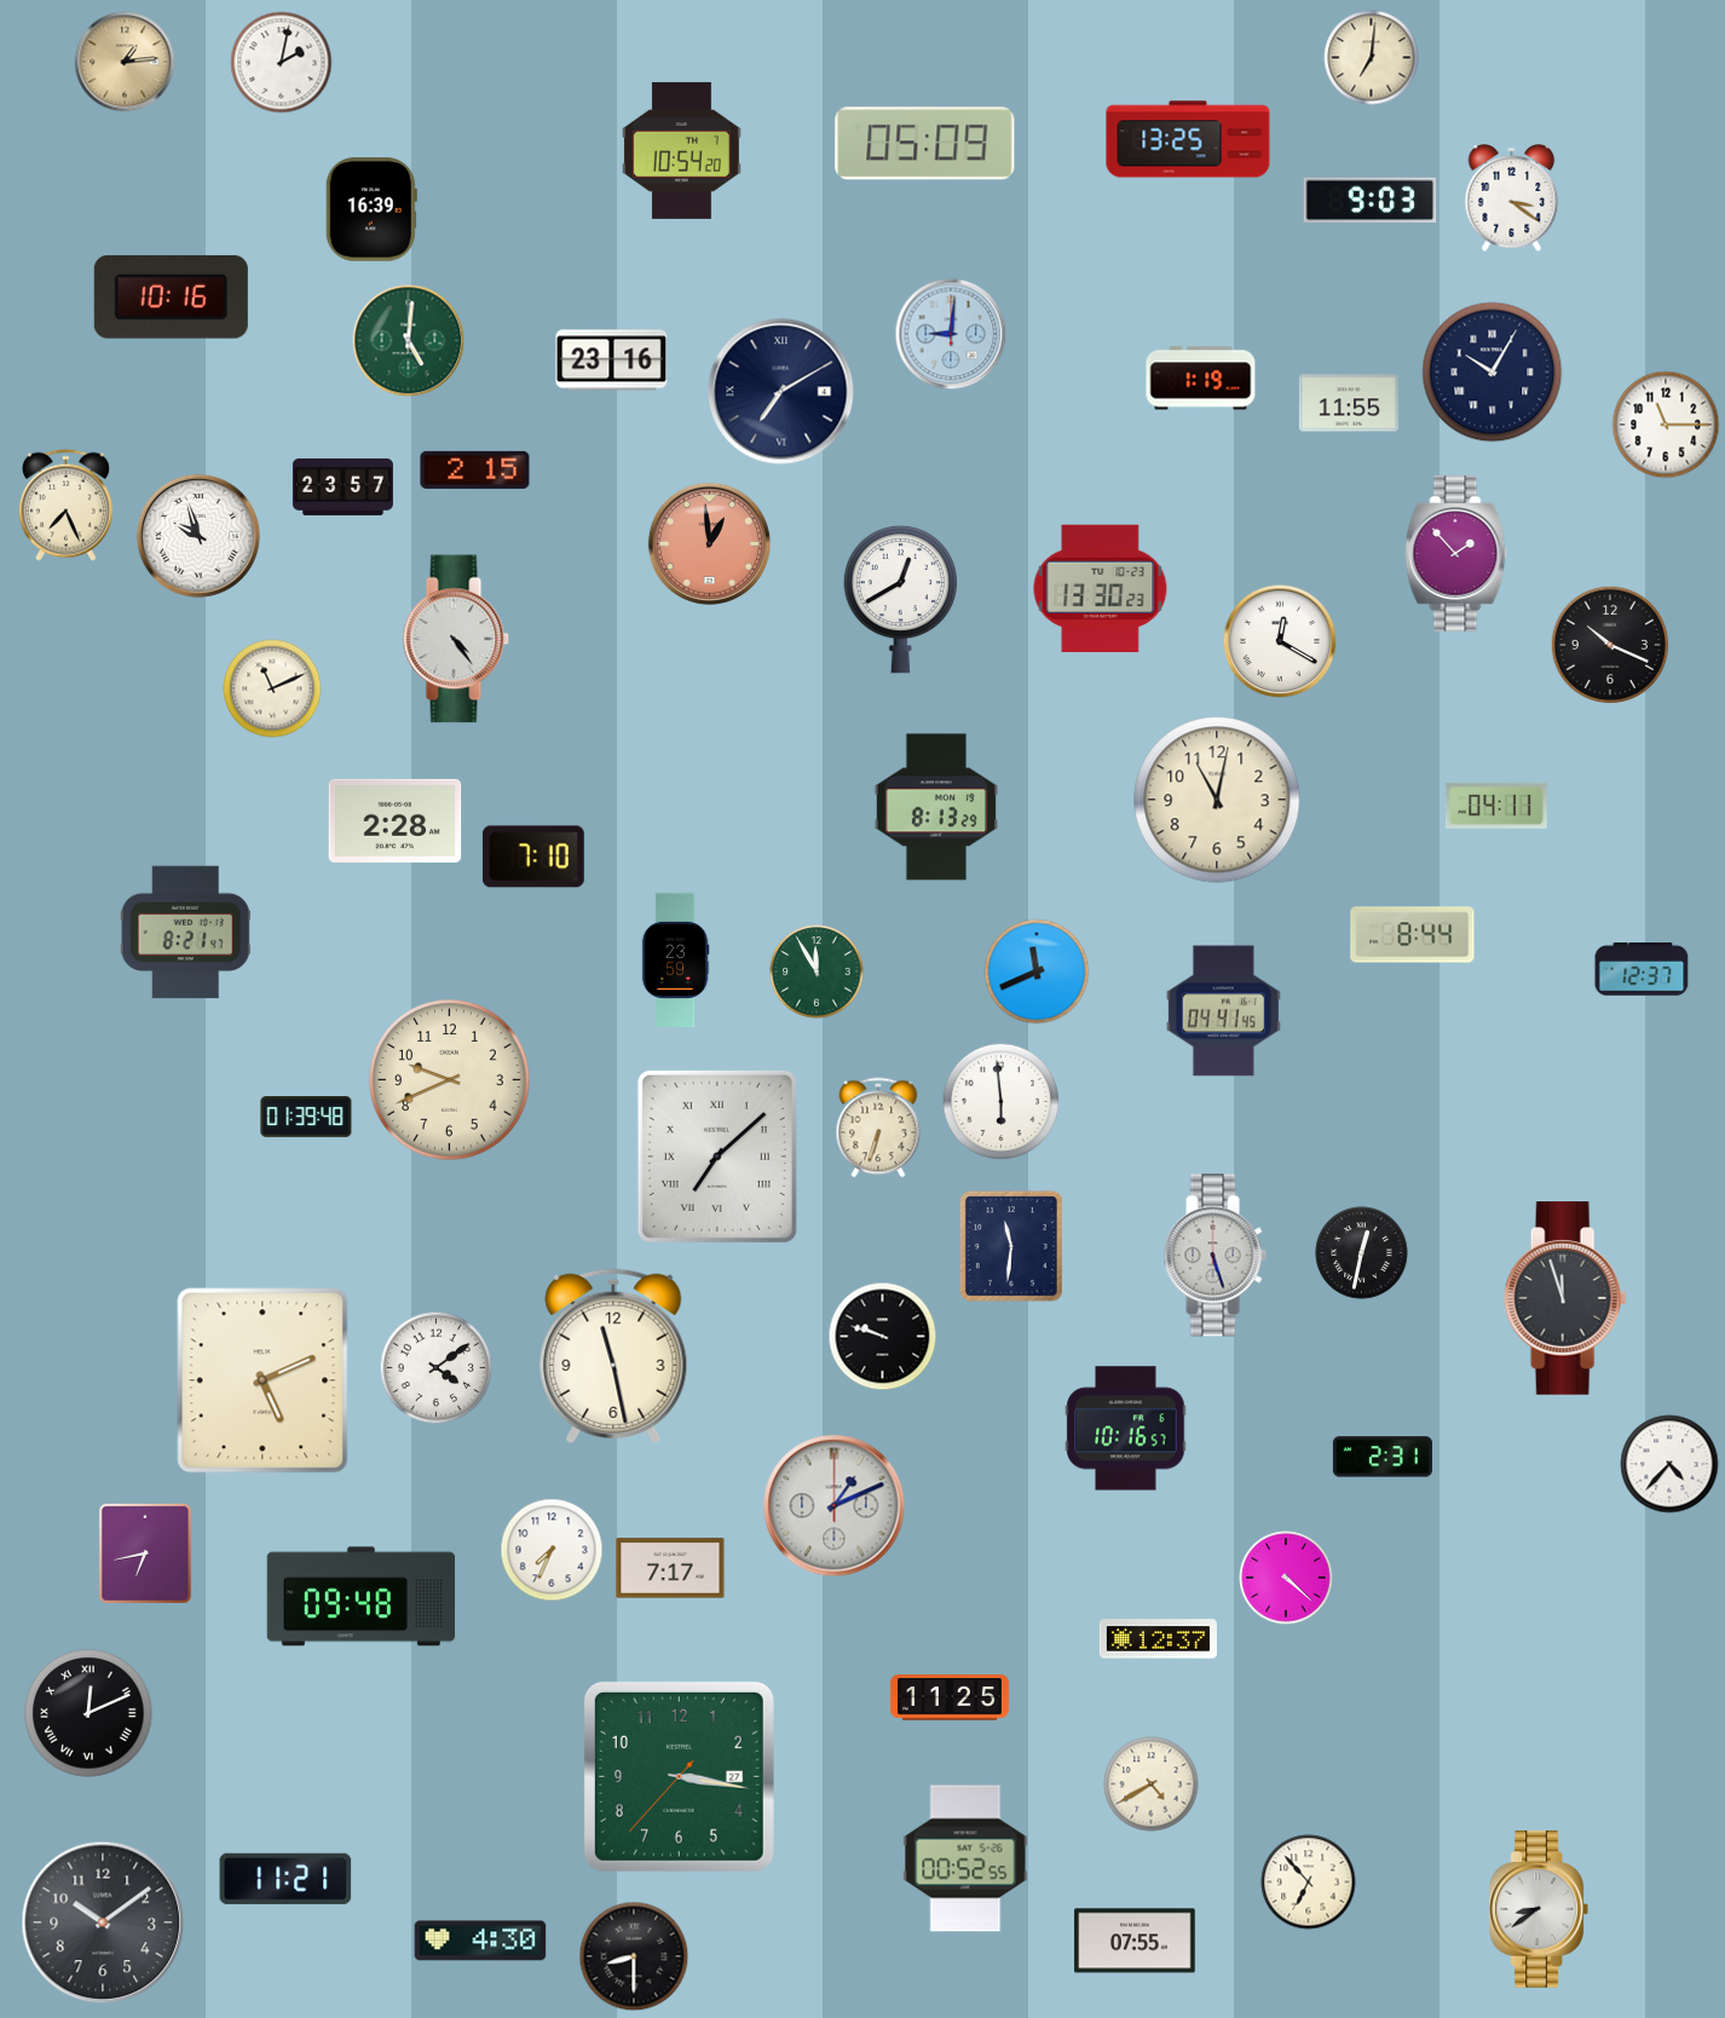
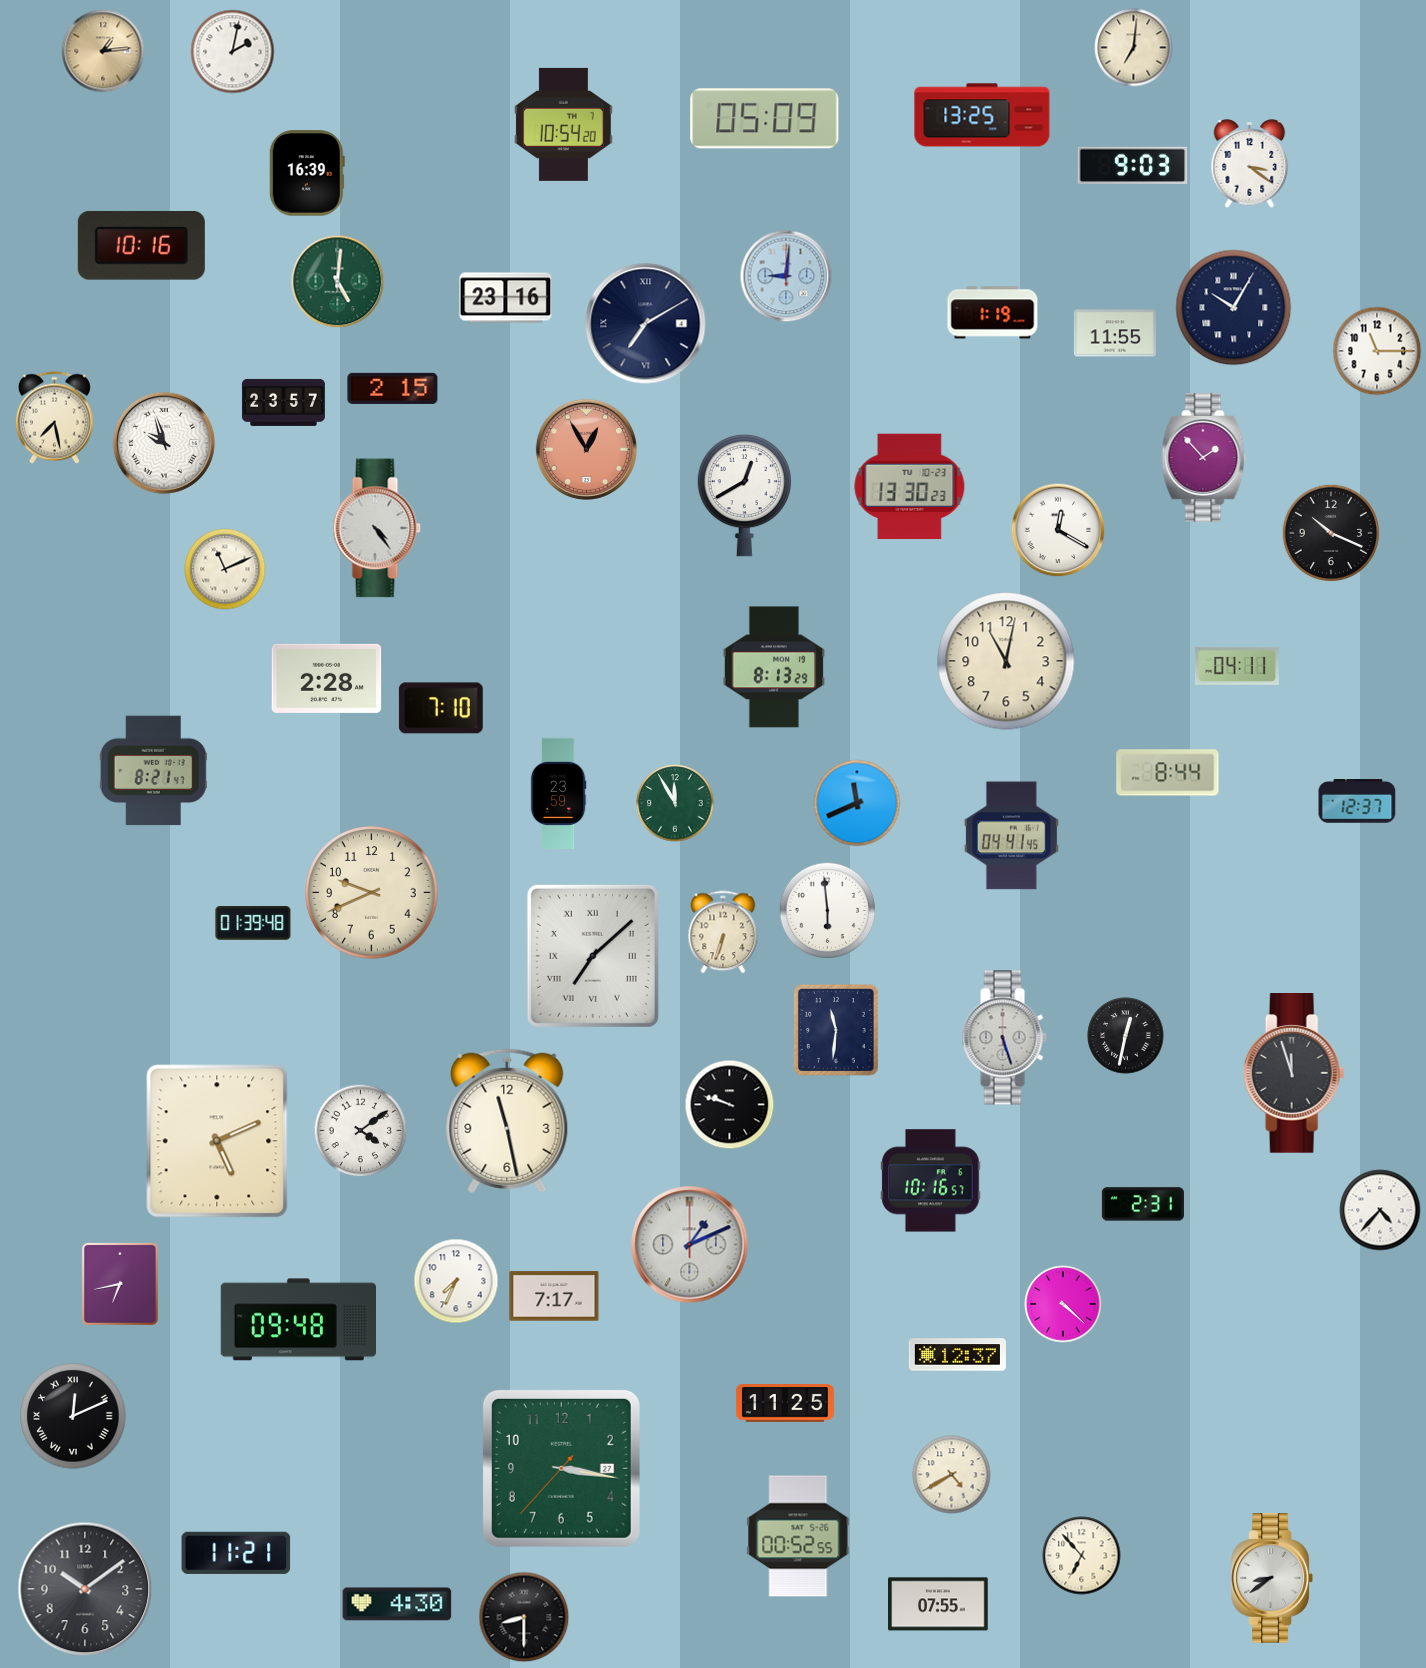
clock at (65, 504): 7:26 -> 7:28
clock at (709, 543): 12:59 -> 12:55
clock at (878, 1128) position: (878, 1128) -> (723, 932)
